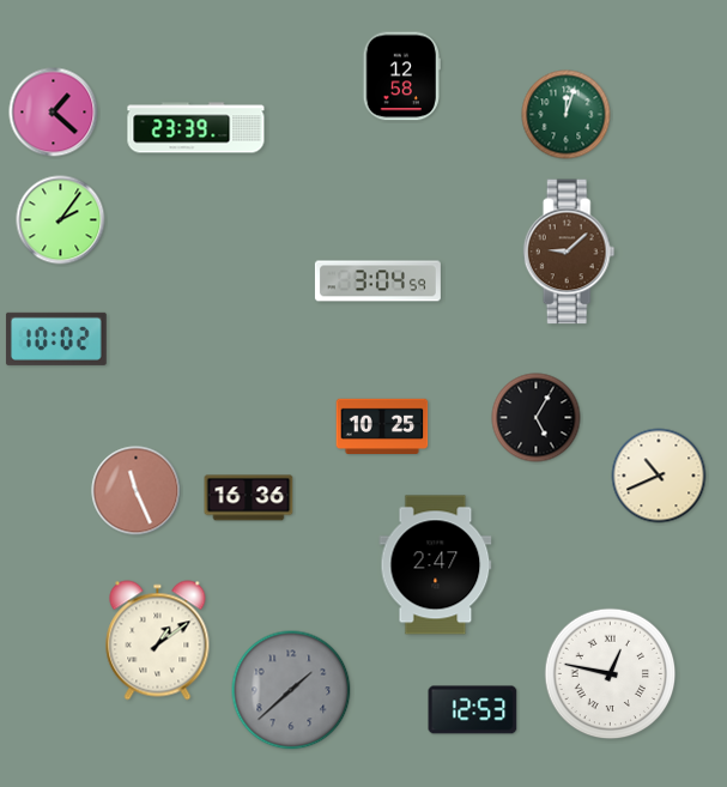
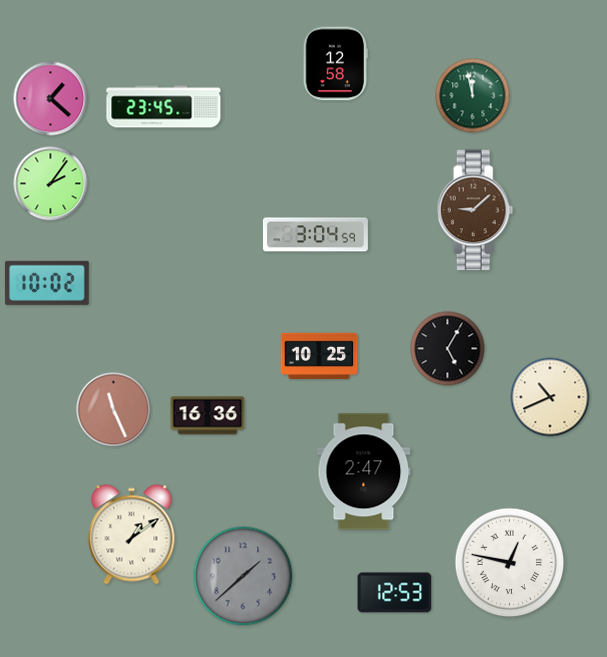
clock at (54, 113) position: (54, 113) -> (51, 99)
clock at (567, 115): 12:03 -> 11:58
clock at (196, 128): 23:39 -> 23:45
